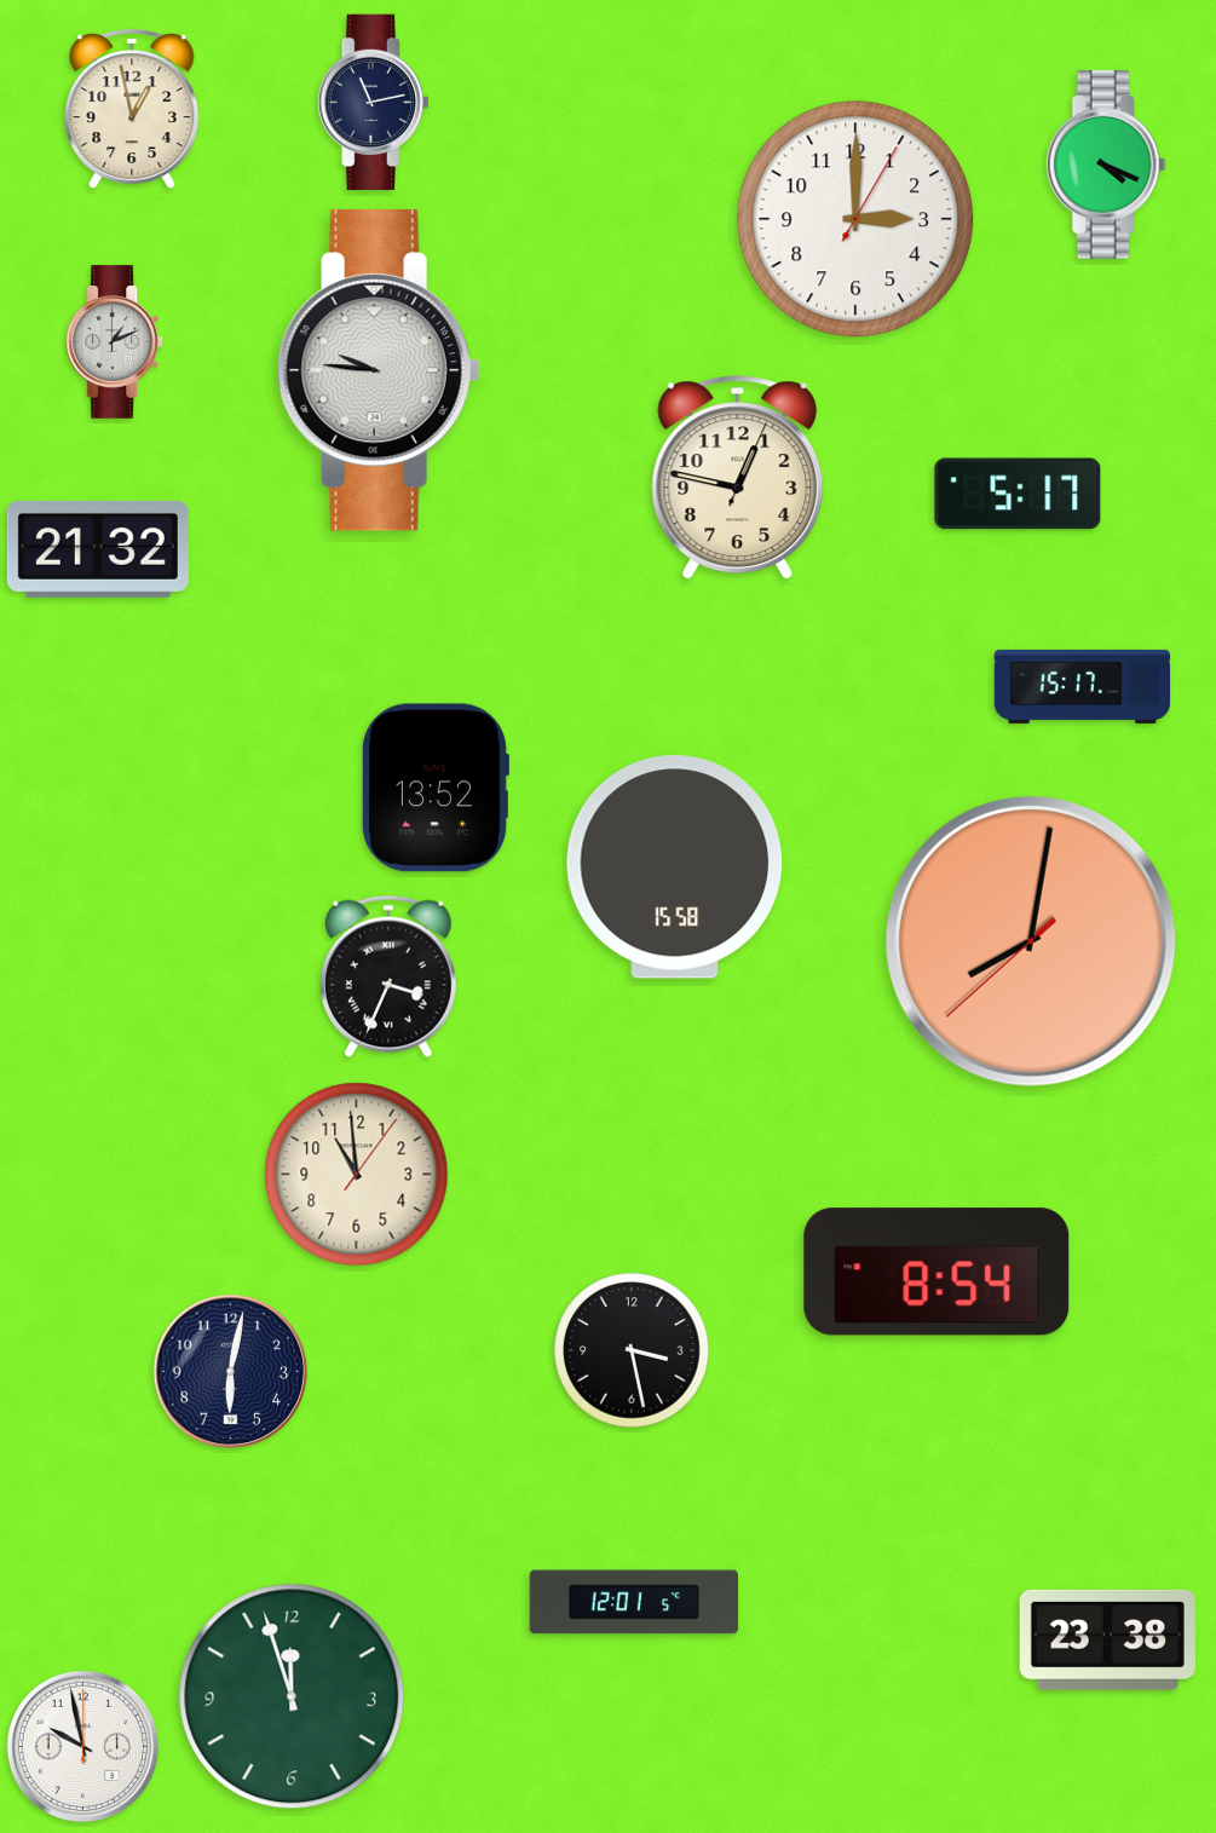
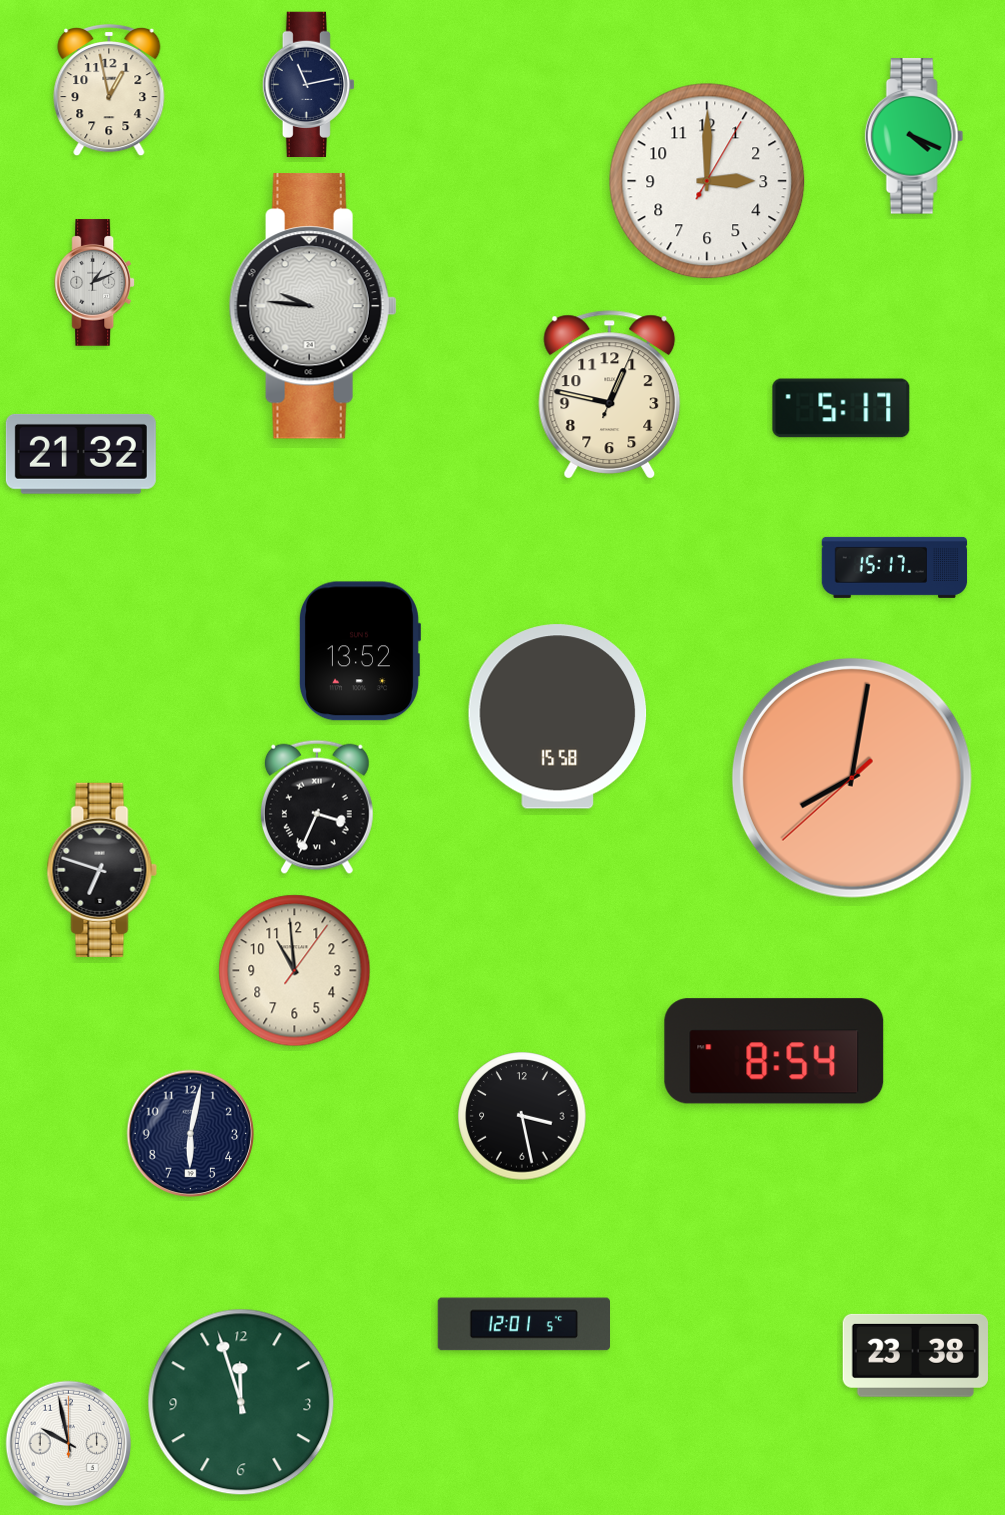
clock at (388, 976) position: (388, 976) -> (317, 807)
clock at (102, 870): none -> 6:48
